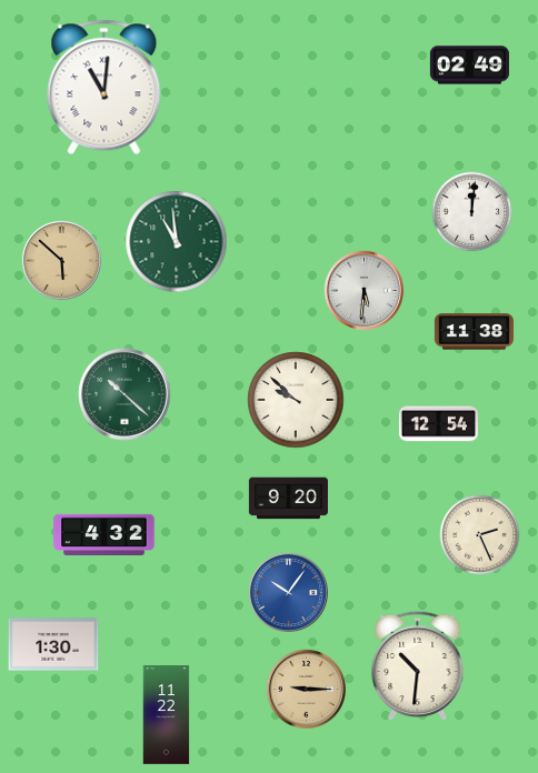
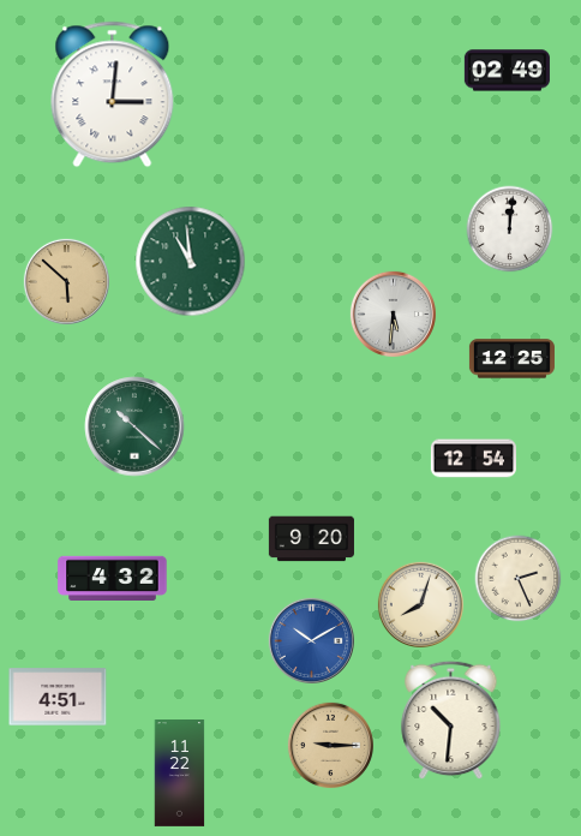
clock at (104, 88): 11:01 -> 3:01
clock at (474, 332): 11:38 -> 12:25
clock at (296, 400): 9:52 -> none
clock at (420, 604): none -> 8:03
clock at (288, 592): 10:06 -> 10:10
clock at (53, 644): 1:30 -> 4:51
